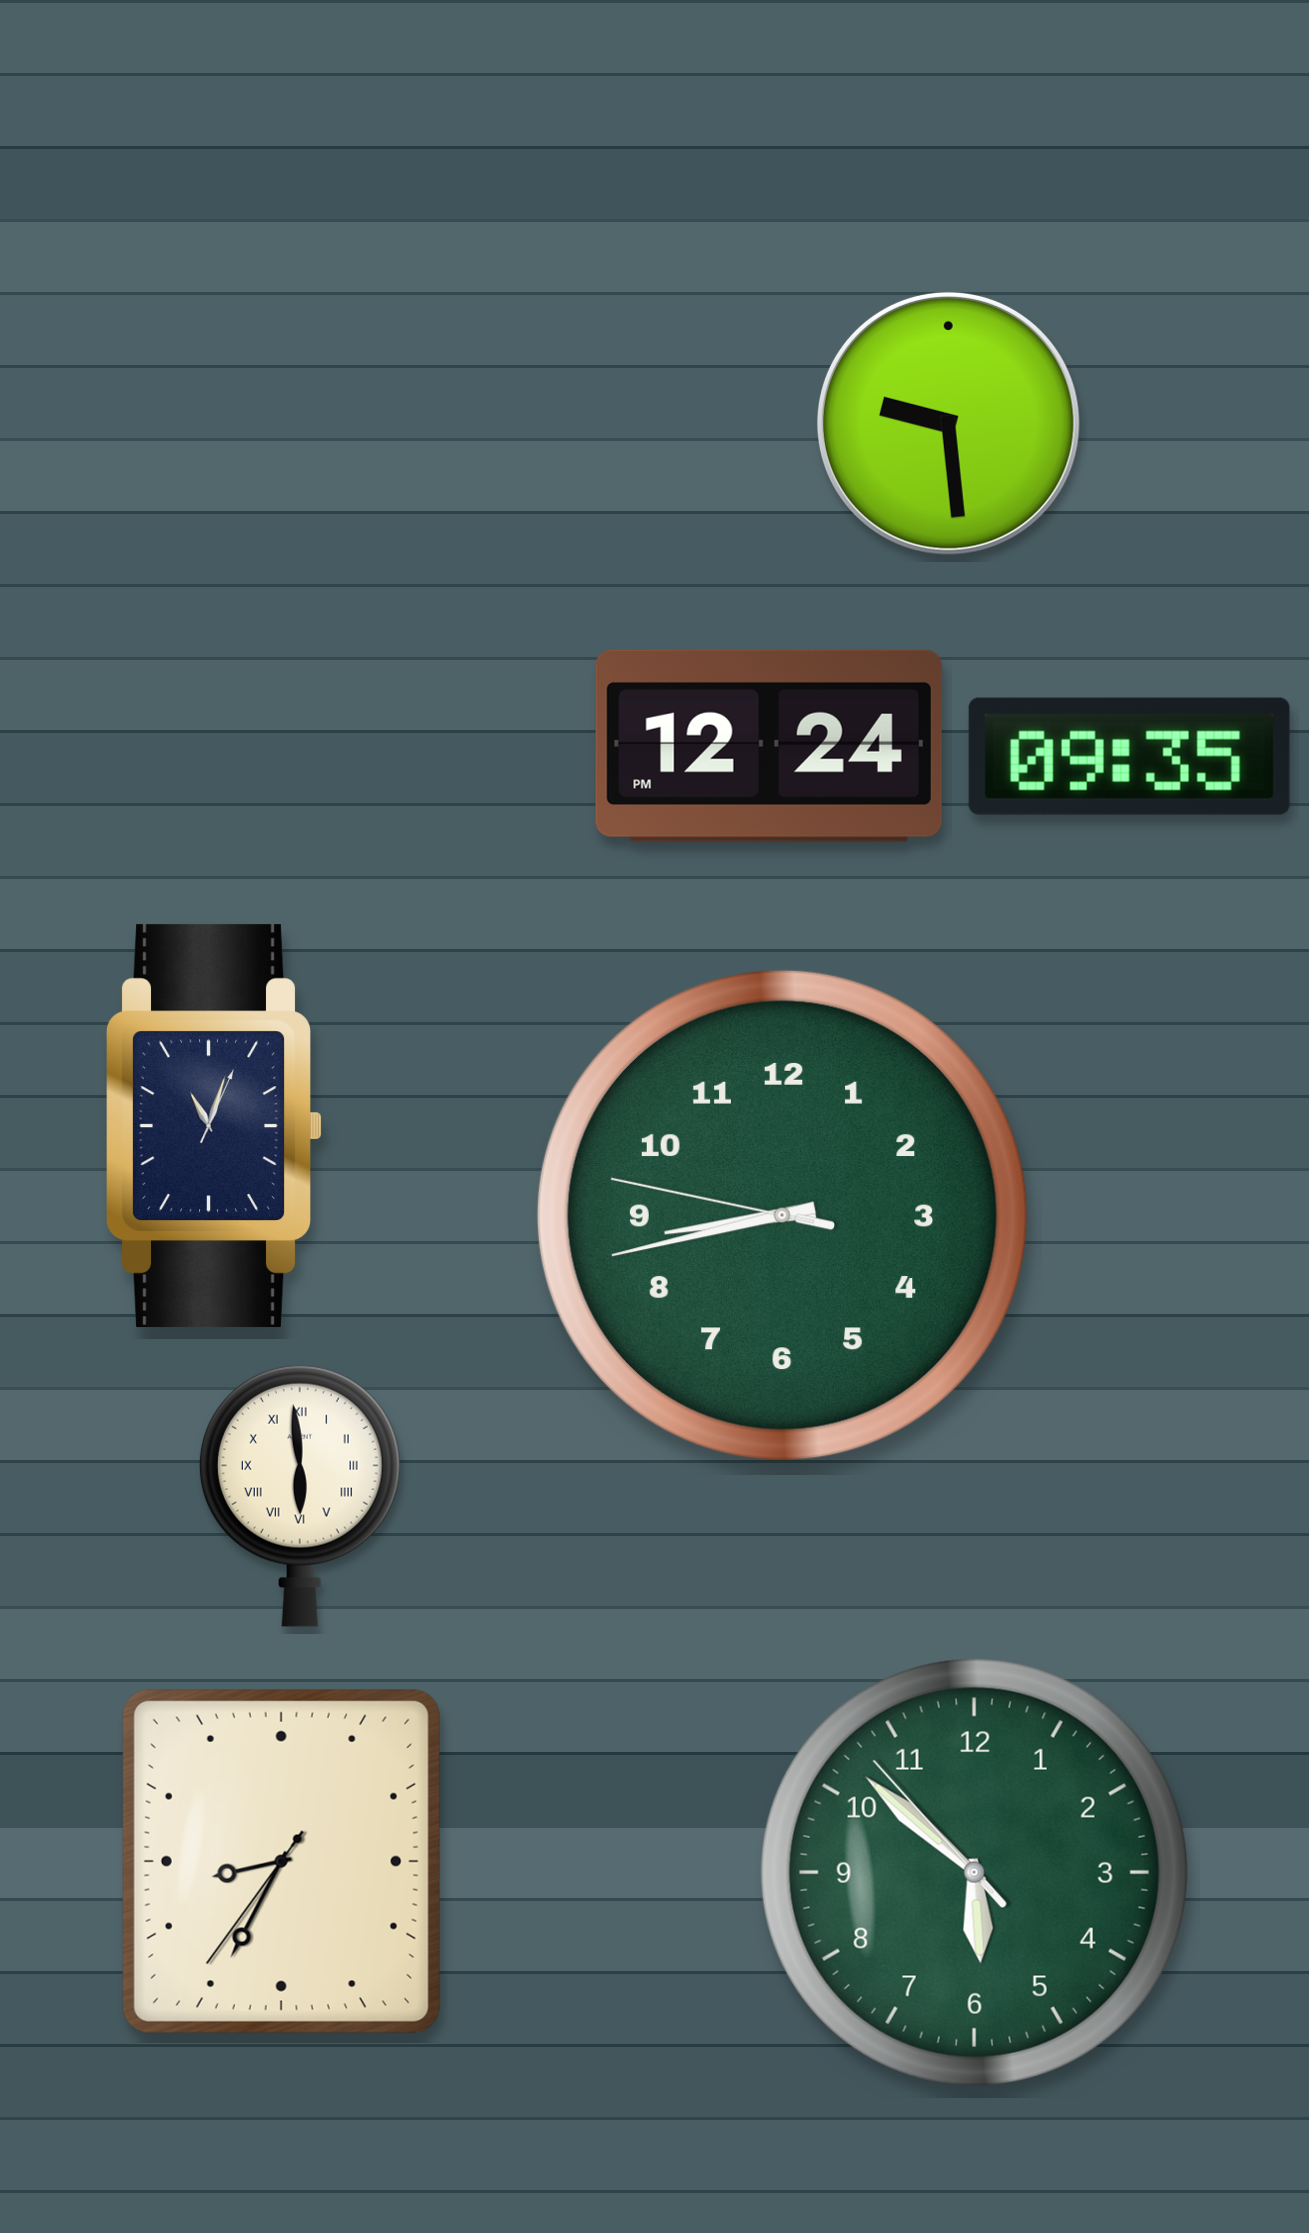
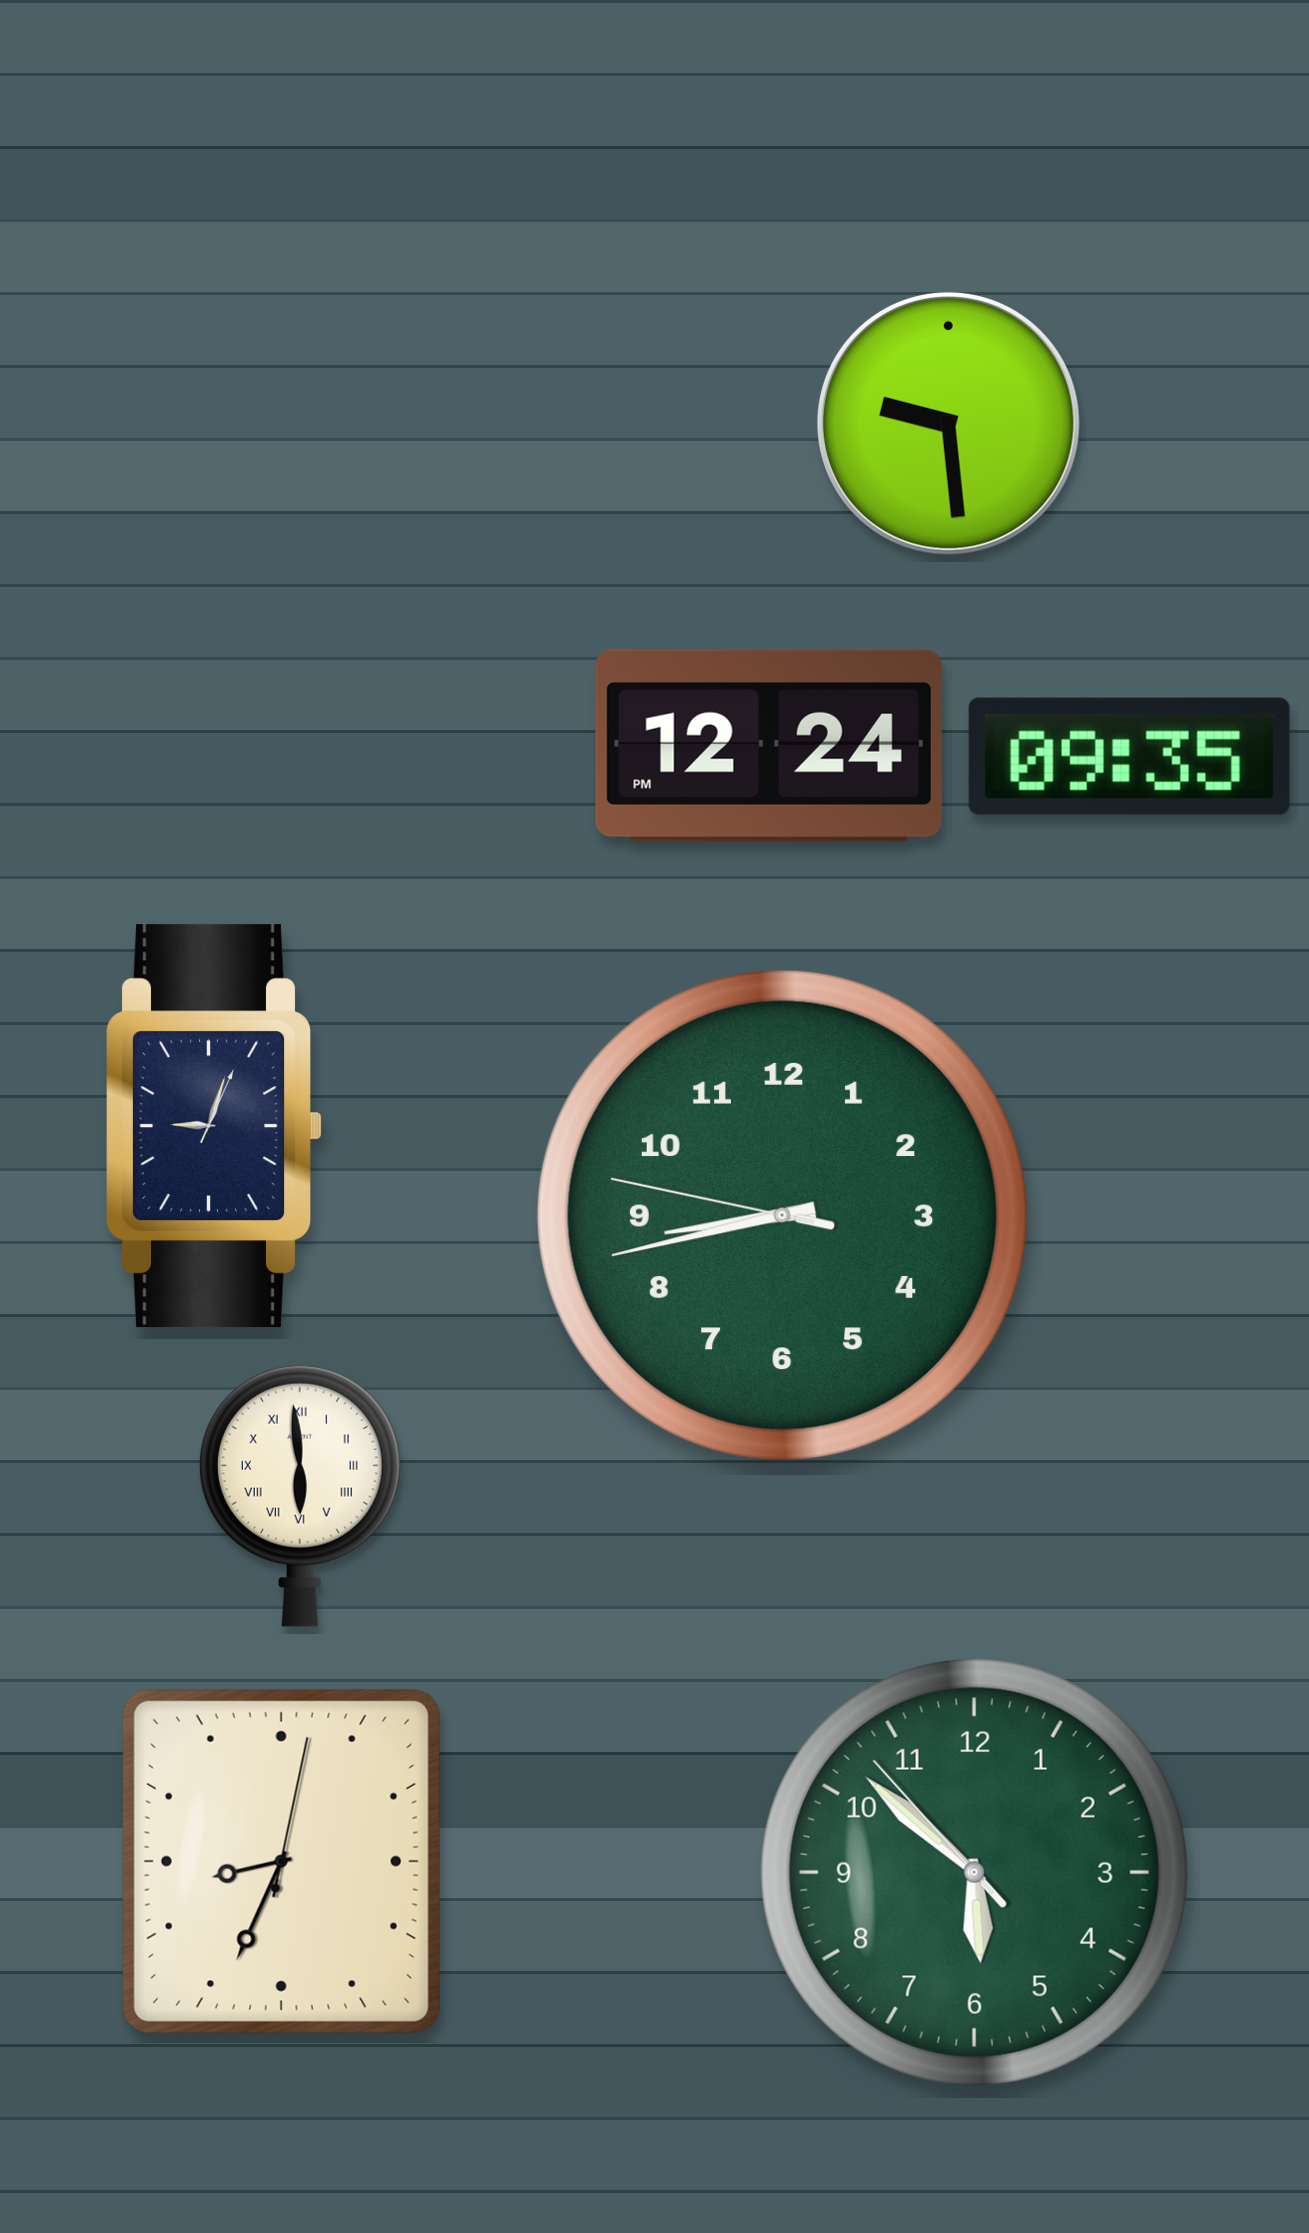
clock at (214, 1126): 11:03 -> 9:03
clock at (281, 1861): 8:34:36 -> 8:34:02
